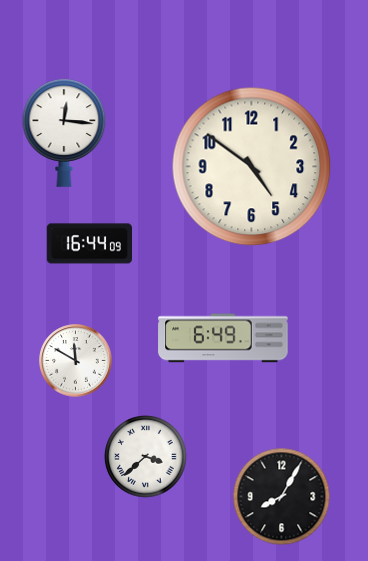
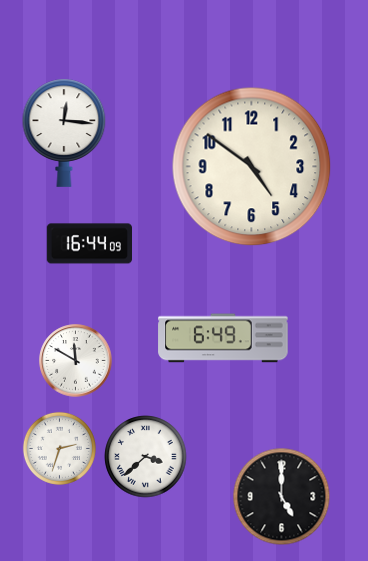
clock at (59, 448): none -> 2:33
clock at (282, 497): 8:05 -> 5:00
